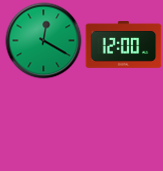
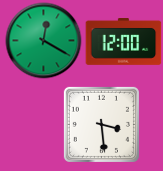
clock at (124, 45) position: (124, 45) -> (124, 42)
clock at (101, 124): none -> 3:29
